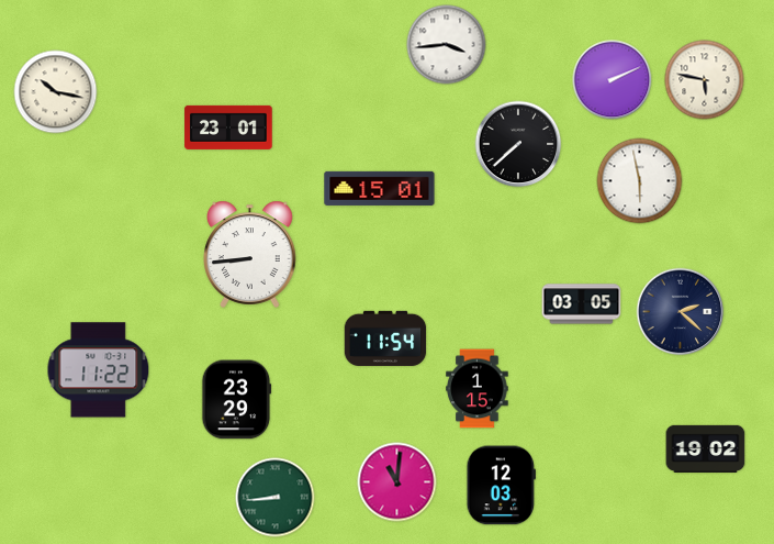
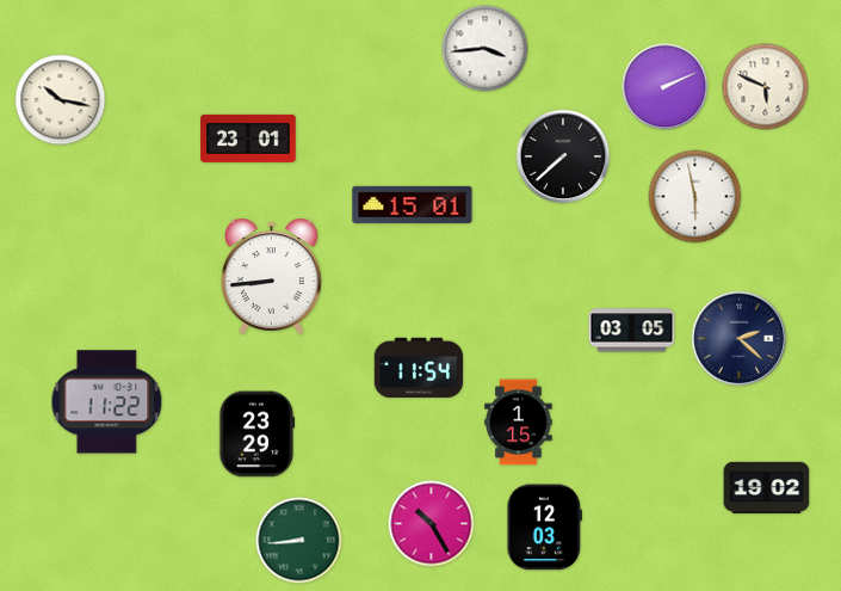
clock at (705, 80): 5:47 -> 5:49
clock at (397, 482): 11:01 -> 10:25
